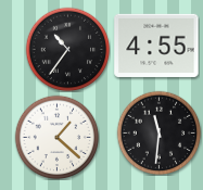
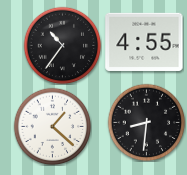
clock at (158, 132): 11:31 -> 8:31
